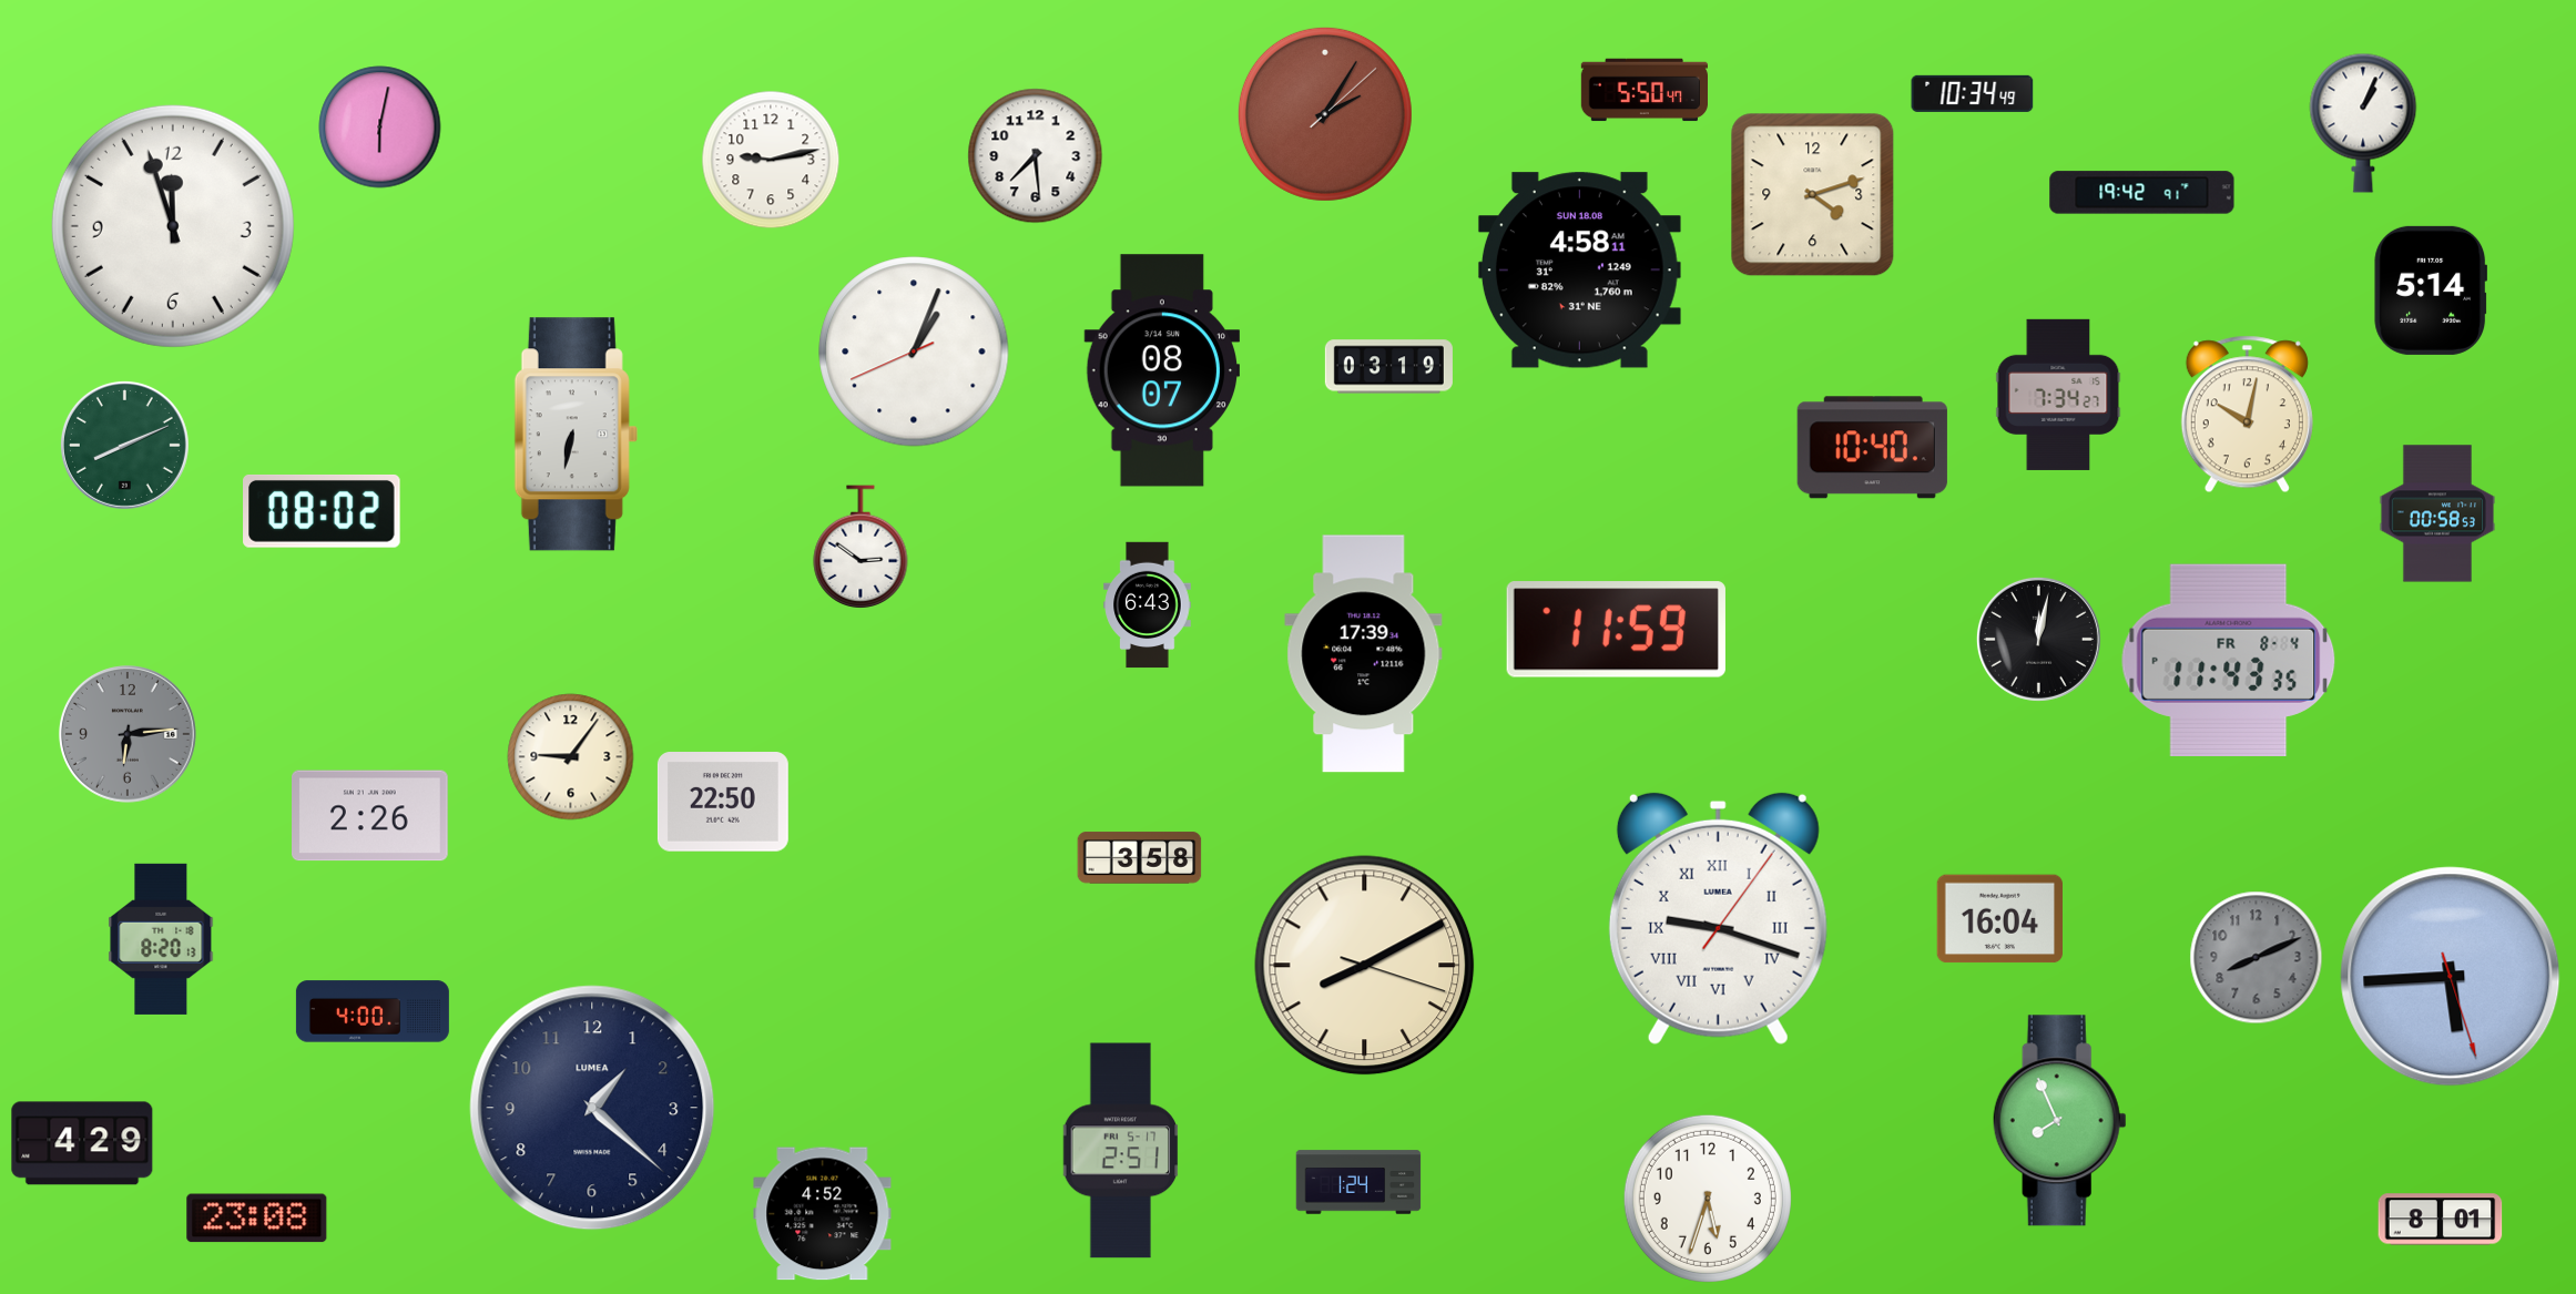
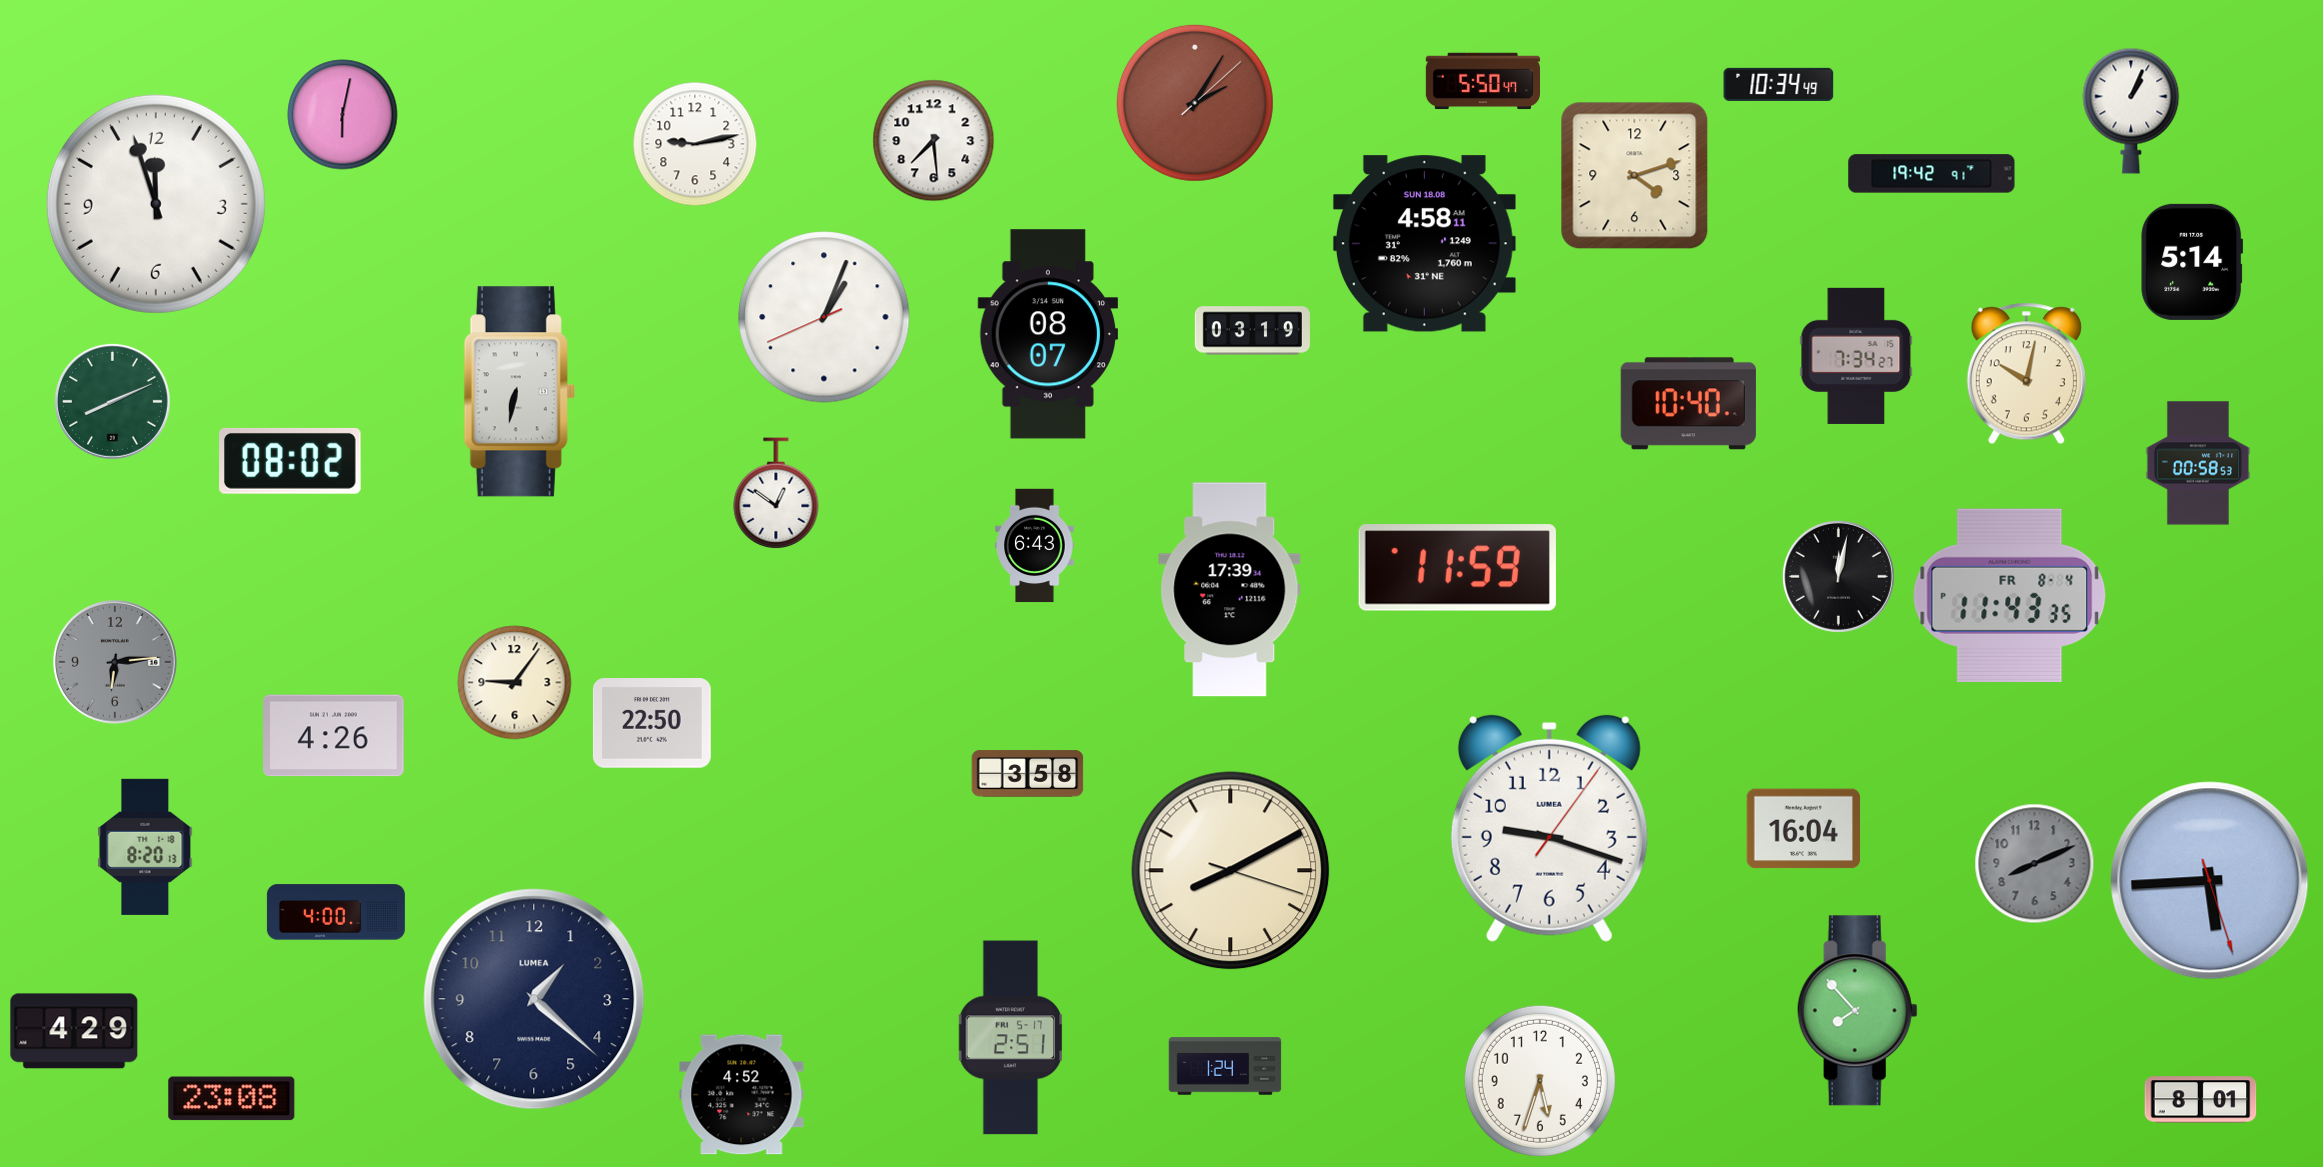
clock at (861, 548): 2:51 -> 12:51
clock at (370, 816): 2:26 -> 4:26
clock at (1718, 918) numerals: Roman -> Arabic
clock at (2059, 1121): 7:56 -> 7:53
